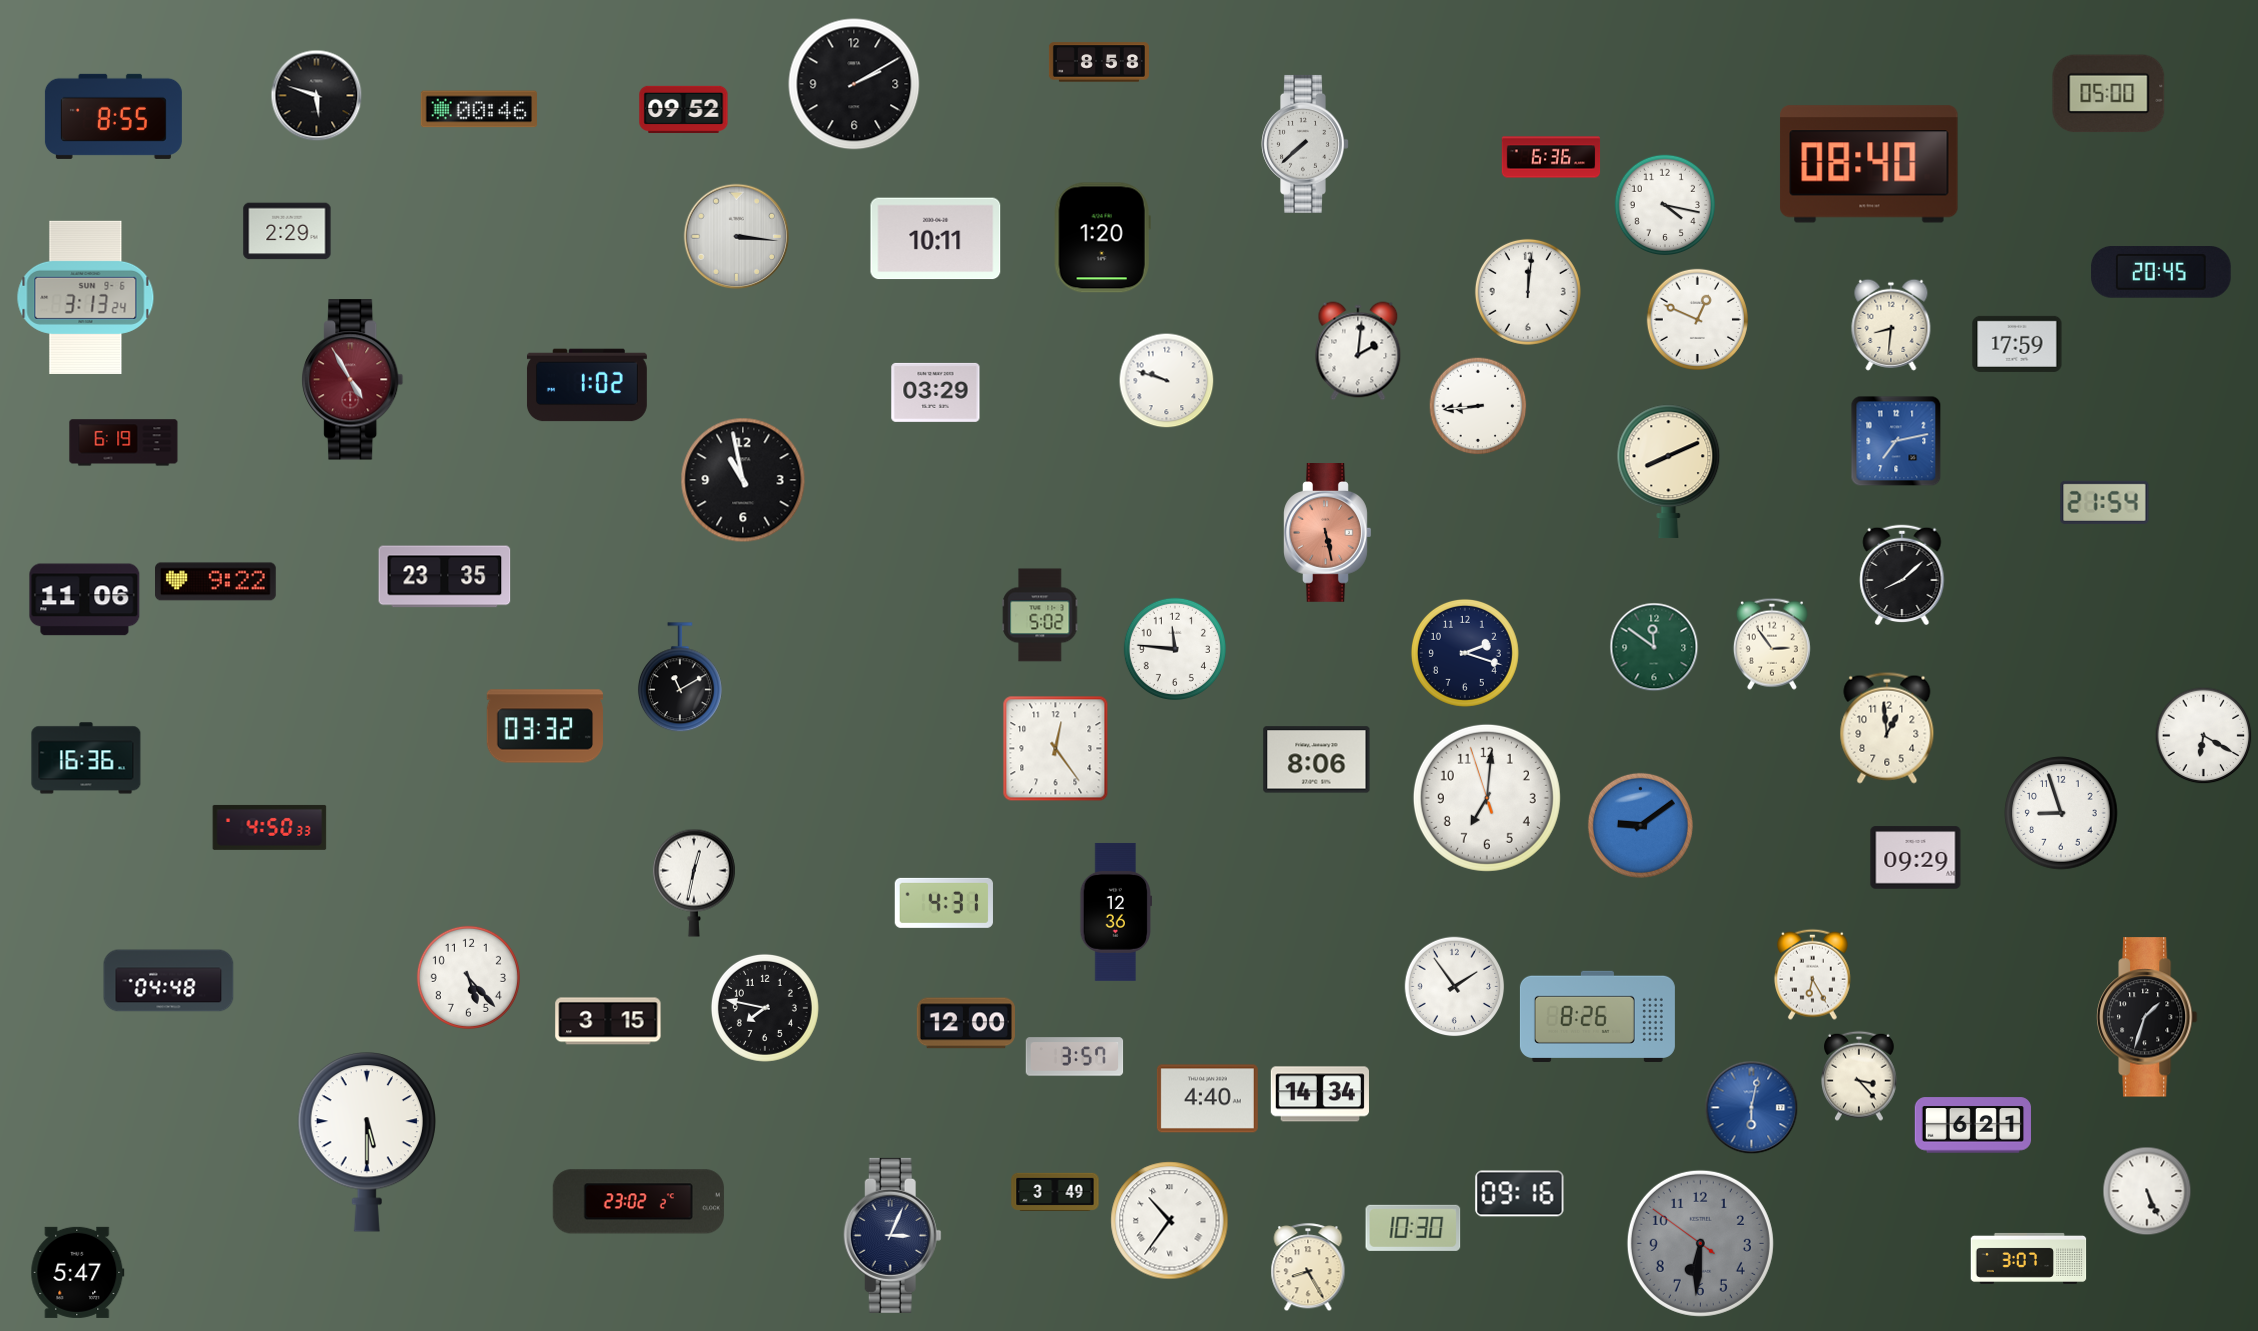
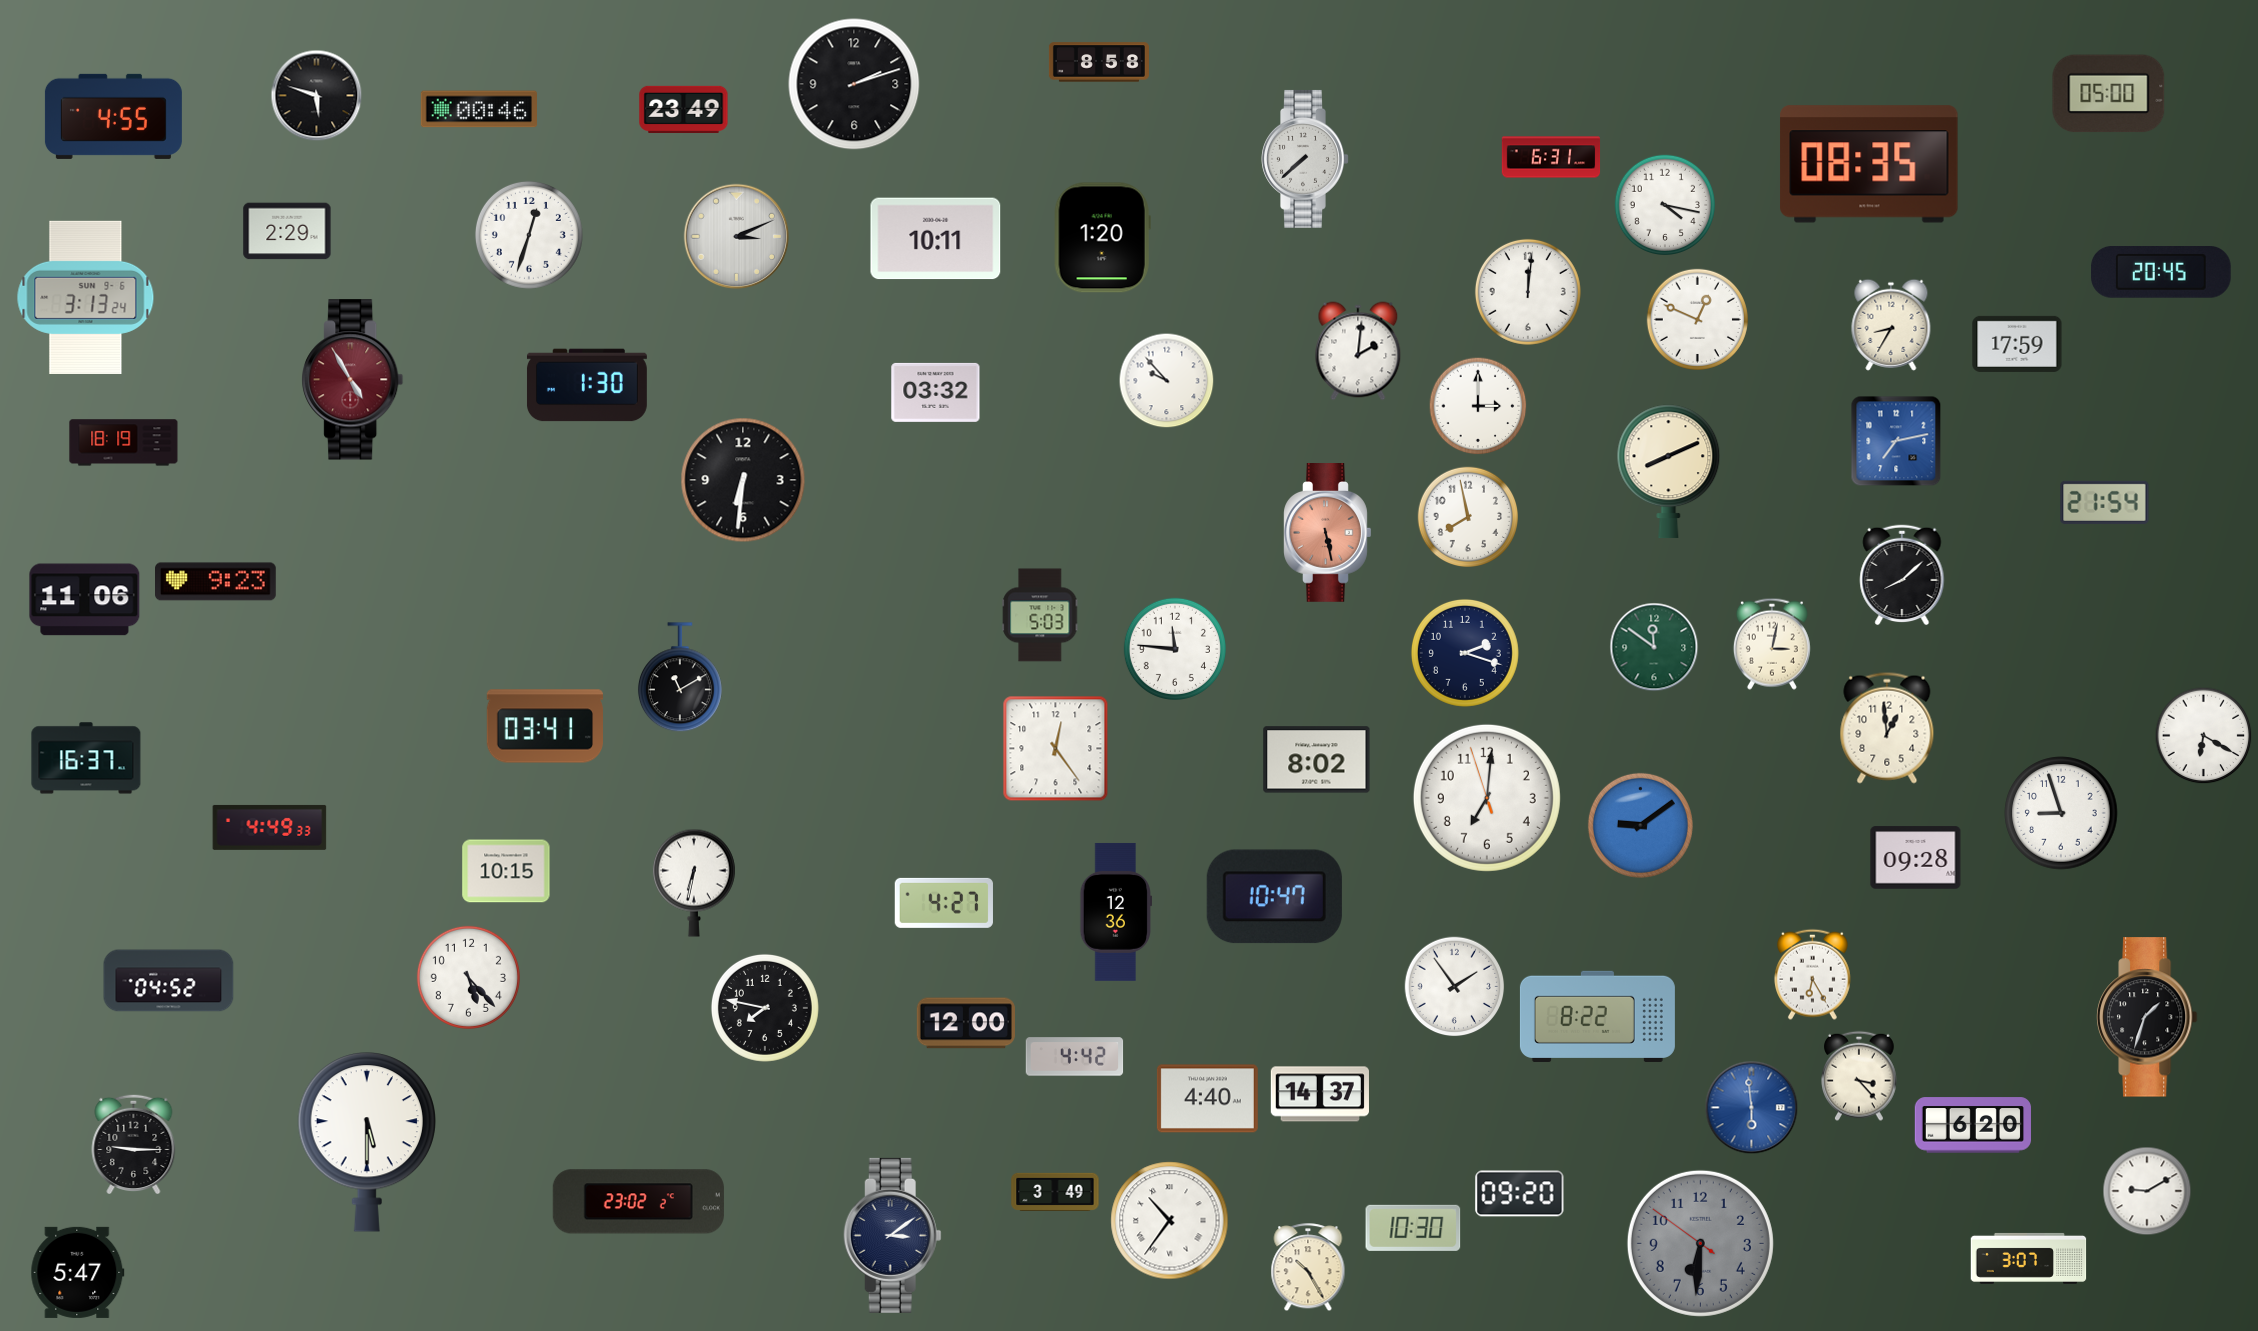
clock at (854, 84): 2:10 -> 2:12
clock at (684, 109): 09:52 -> 23:49
clock at (113, 116): 8:55 -> 4:55
clock at (1305, 144) position: (1305, 144) -> (1305, 159)
clock at (1551, 157): 6:36 -> 6:31
clock at (1869, 164): 08:40 -> 08:35
clock at (529, 235): none -> 12:33
clock at (737, 237): 3:16 -> 3:11
clock at (1891, 325): 8:31 -> 8:35
clock at (1167, 381): 9:48 -> 9:53
clock at (587, 385): 1:02 -> 1:30
clock at (936, 392): 03:29 -> 03:32
clock at (1478, 406): 8:44 -> 3:00
clock at (124, 443): 6:19 -> 18:19
clock at (743, 480): 10:58 -> 6:31
clock at (1467, 516): none -> 7:58
clock at (445, 577): 23:35 -> none
clock at (216, 582): 9:22 -> 9:23
clock at (1040, 615): 5:02 -> 5:03
clock at (1772, 644): 2:54 -> 3:02
clock at (544, 726): 03:32 -> 03:41
clock at (86, 758): 16:36 -> 16:37
clock at (1317, 760): 8:06 -> 8:02
clock at (270, 827): 4:50 -> 4:49
clock at (1916, 858): 09:29 -> 09:28
clock at (506, 871): none -> 10:15
clock at (694, 883): 12:32 -> 6:32
clock at (1274, 897): none -> 10:47
clock at (944, 903): 4:31 -> 4:27
clock at (169, 981): 04:48 -> 04:52
clock at (1597, 1016): 8:26 -> 8:22
clock at (608, 1021): 3:15 -> none
clock at (1075, 1057): 3:57 -> 4:42
clock at (1320, 1094): 14:34 -> 14:37
clock at (1752, 1108): 6:02 -> 5:59
clock at (1972, 1125): 6:21 -> 6:20
clock at (134, 1143): none -> 9:15
clock at (2147, 1191): 5:26 -> 9:10
clock at (1520, 1194): 09:16 -> 09:20
clock at (892, 1235): 3:04 -> 3:09
clock at (1308, 1268): 8:25 -> 10:25
